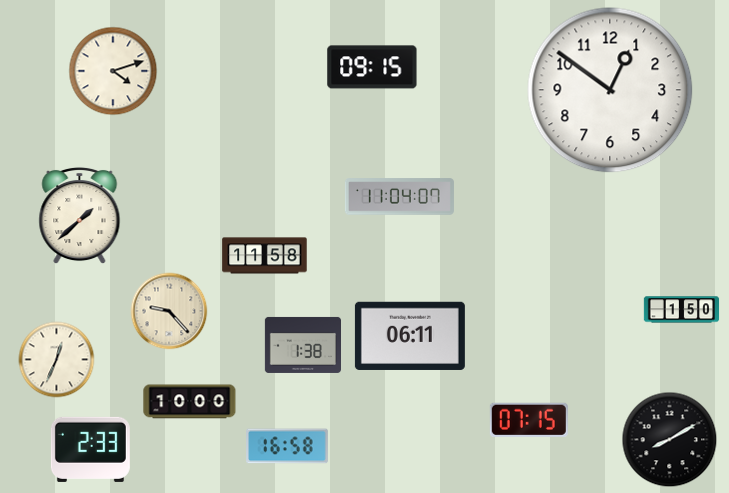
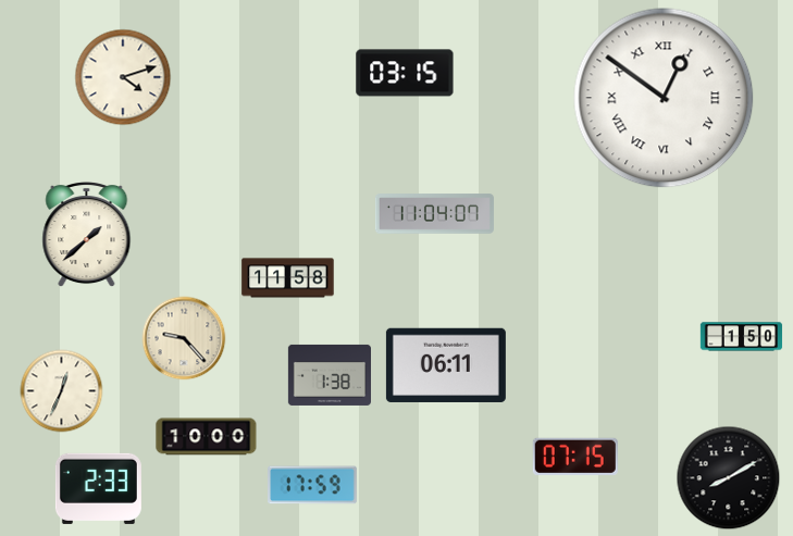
clock at (372, 67): 09:15 -> 03:15
clock at (610, 90) numerals: Arabic -> Roman
clock at (287, 446): 16:58 -> 17:59
